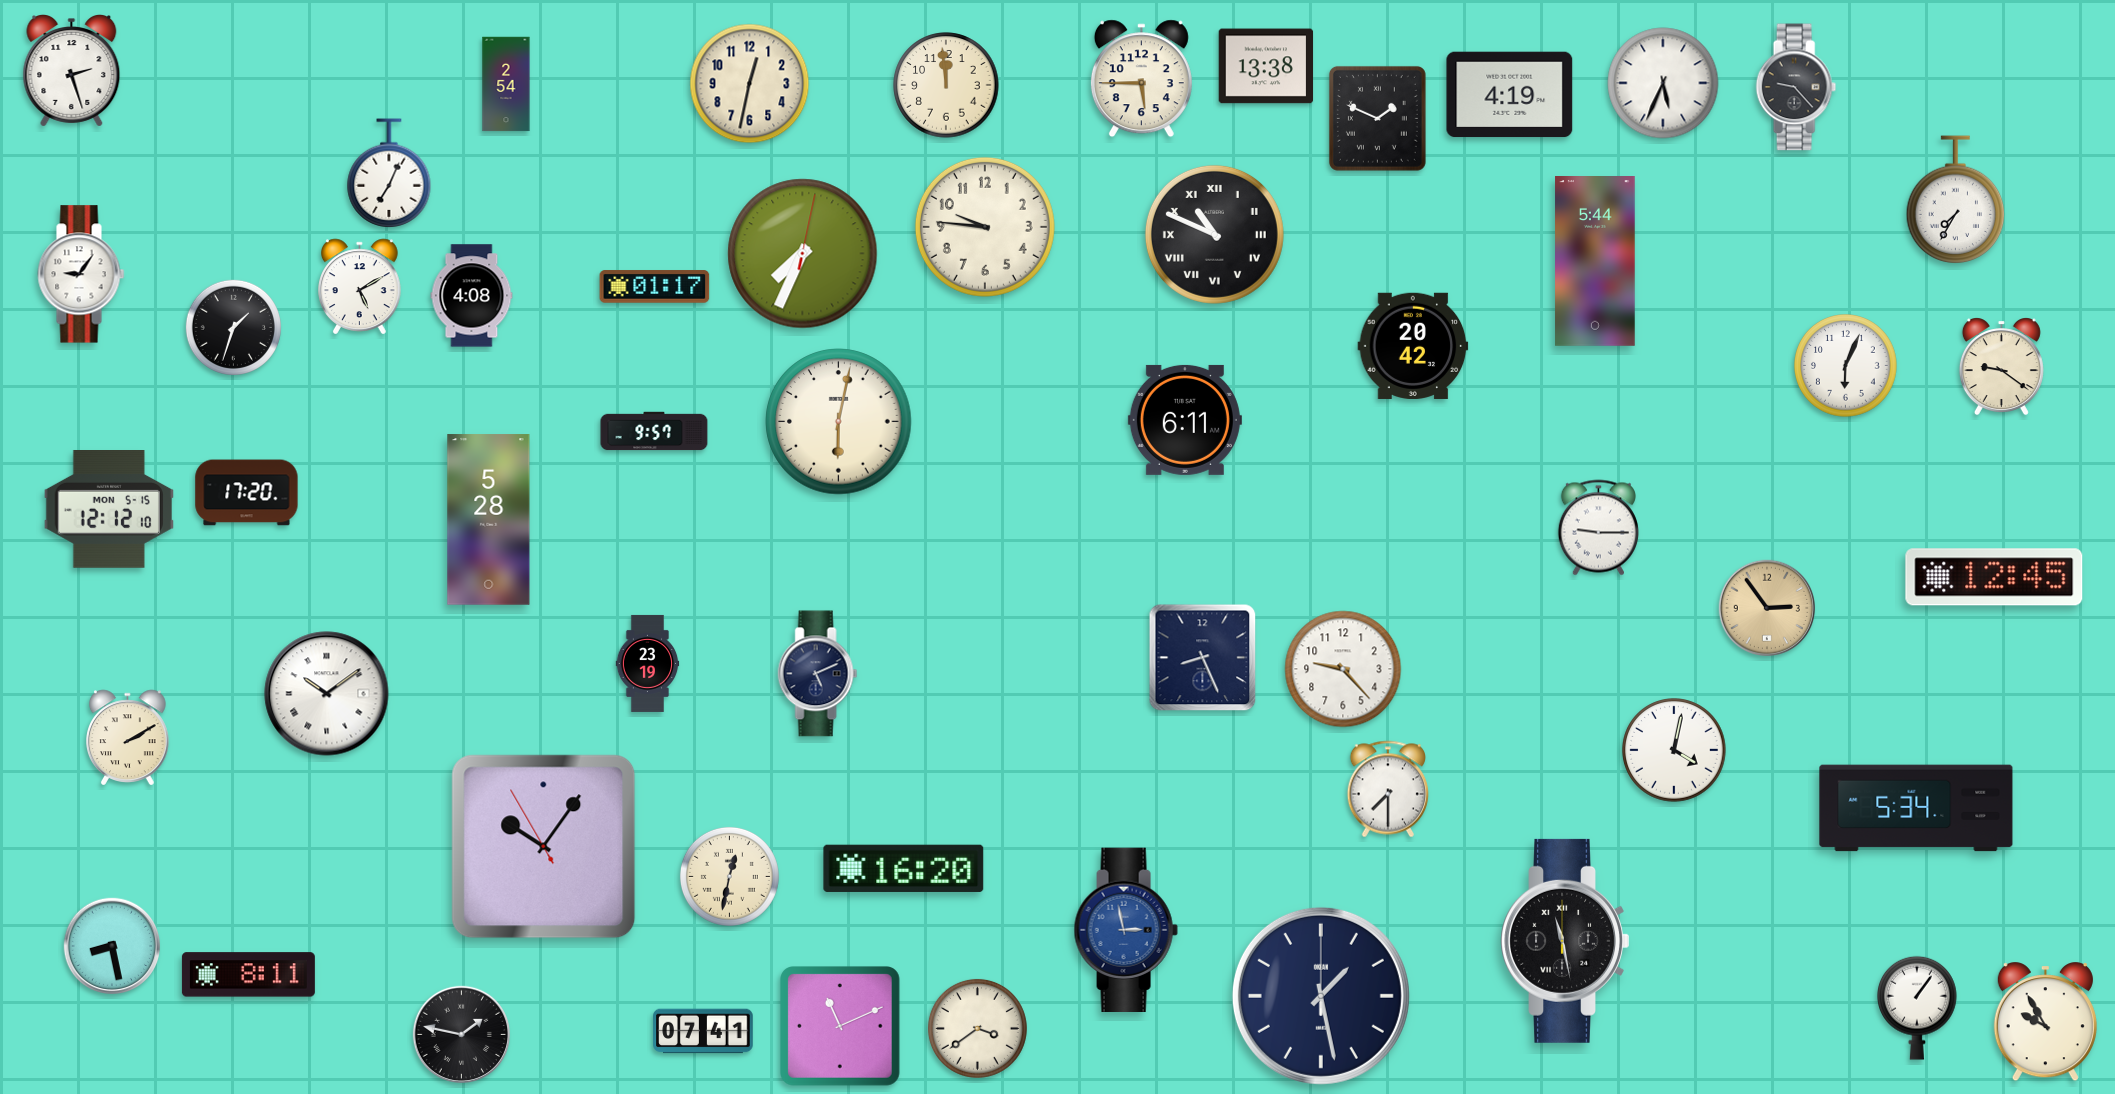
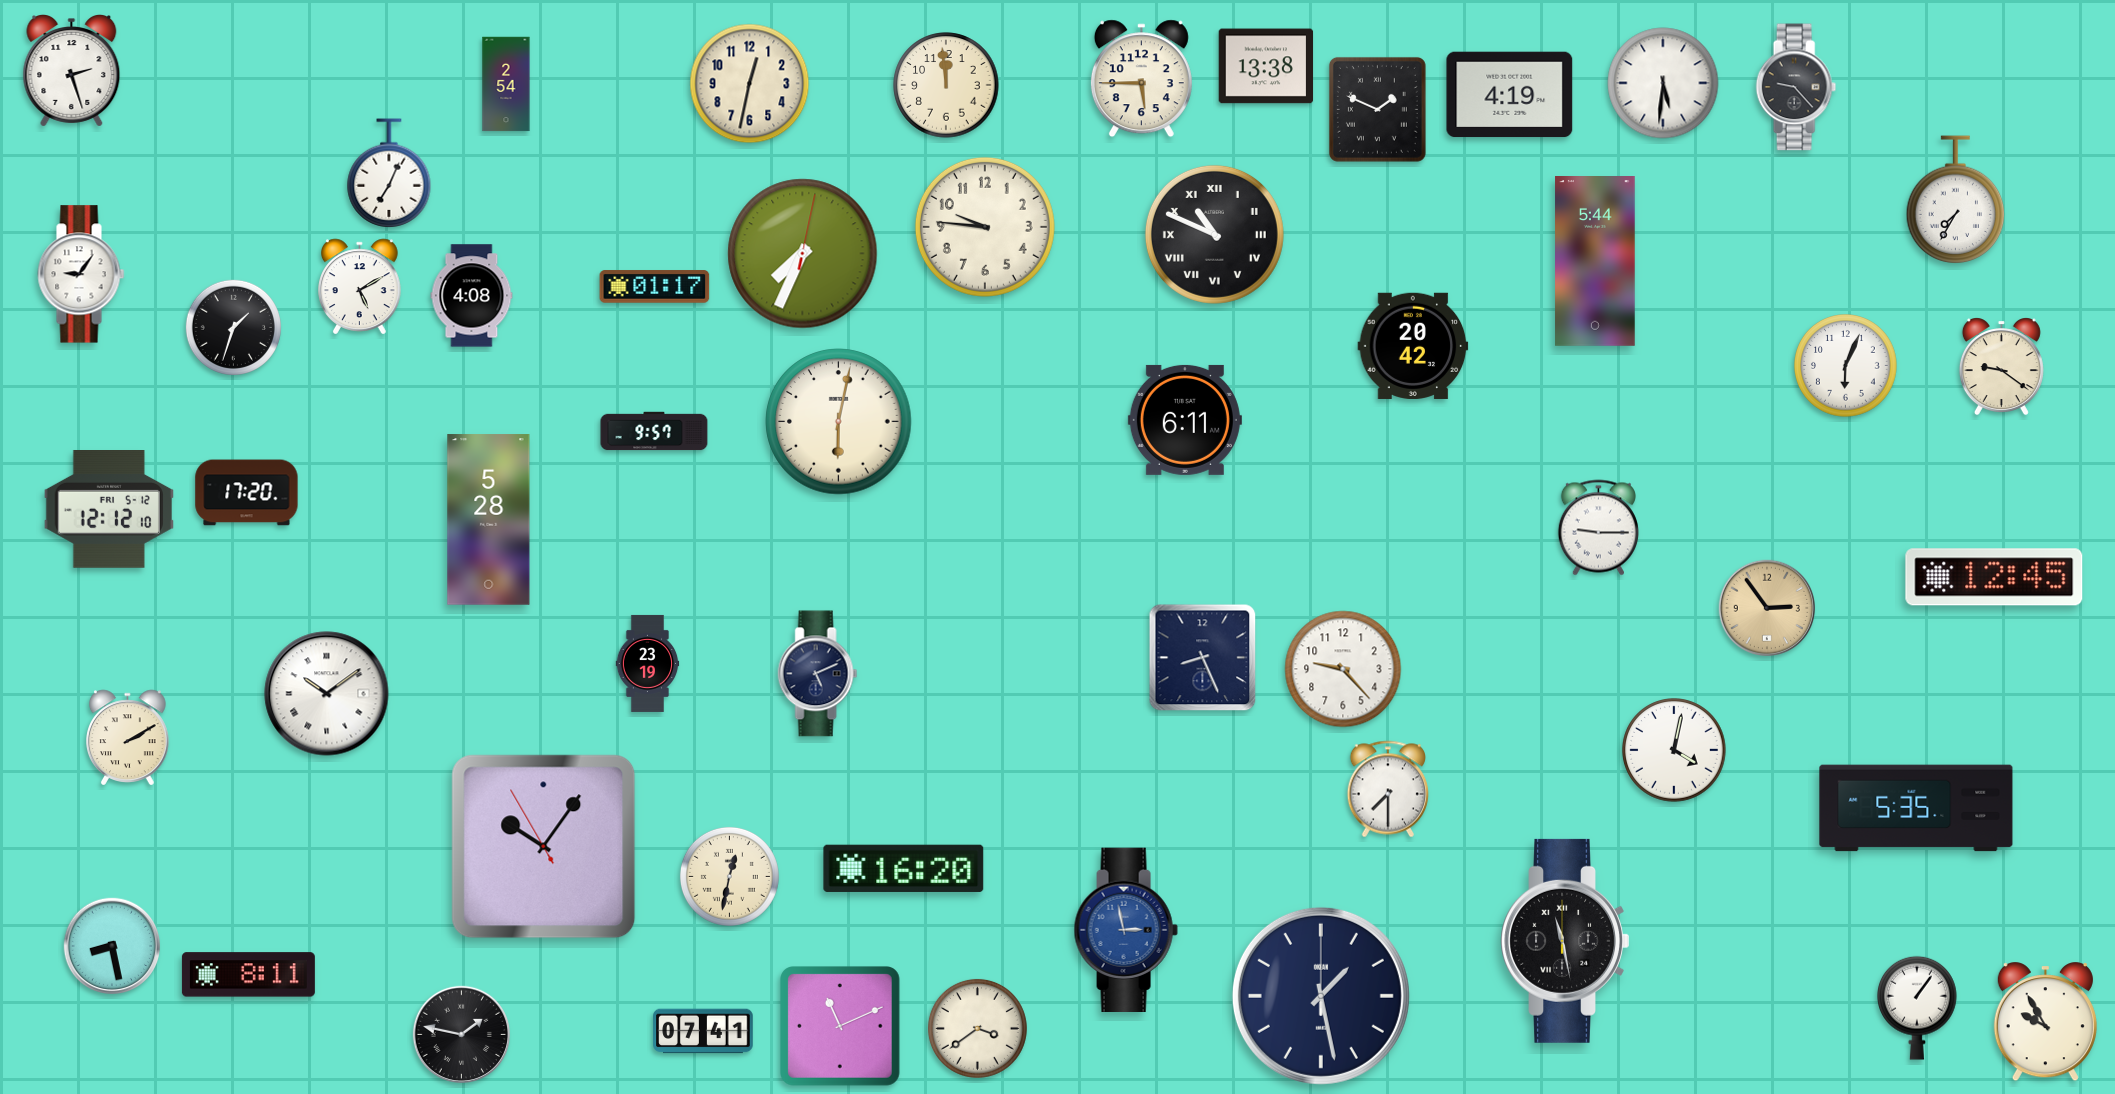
clock at (1663, 83): 5:34 -> 5:31
clock at (1377, 118) position: (1377, 118) -> (1377, 109)
clock at (109, 510) date: MON 5-15 -> FRI 5-12
clock at (1916, 808): 5:34 -> 5:35
